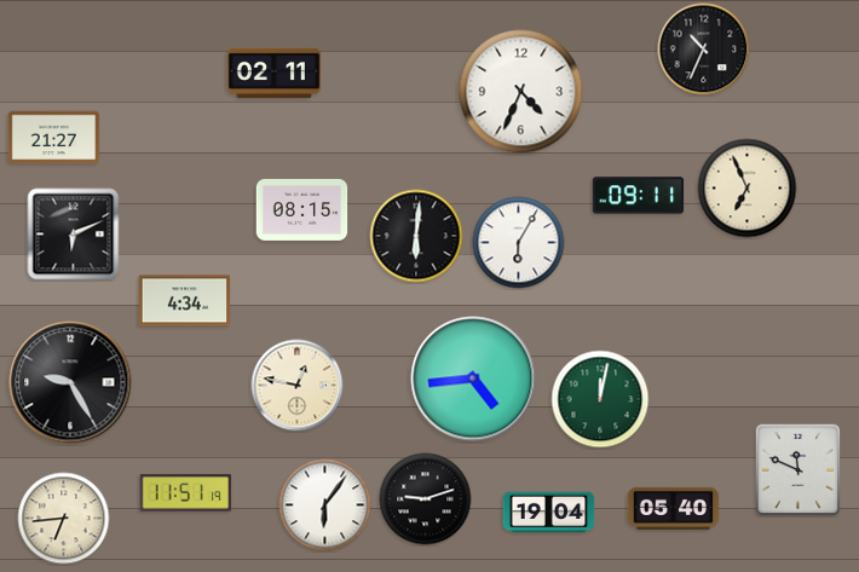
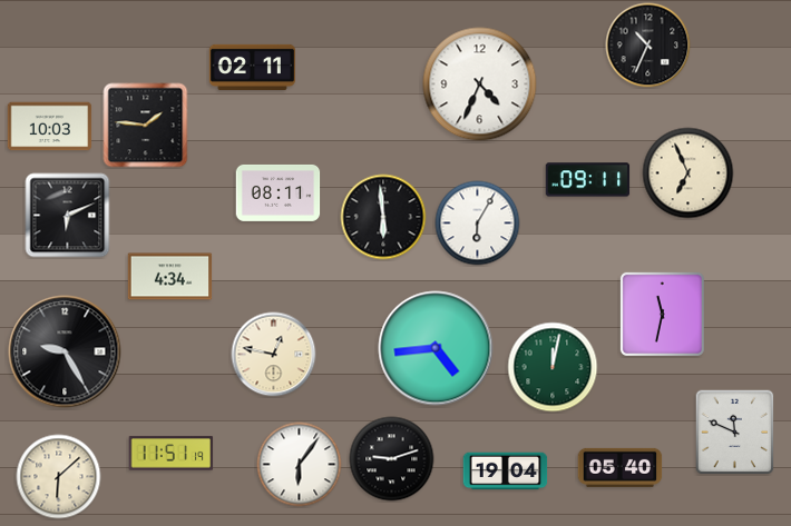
clock at (146, 126): none -> 1:46
clock at (54, 138): 21:27 -> 10:03
clock at (302, 209): 08:15 -> 08:11
clock at (416, 236): 6:01 -> 5:59
clock at (662, 314): none -> 11:32
clock at (64, 519): 6:44 -> 6:08
